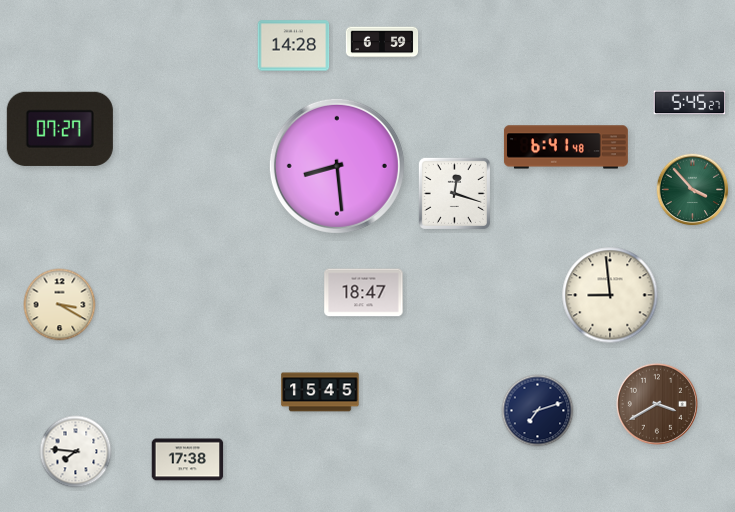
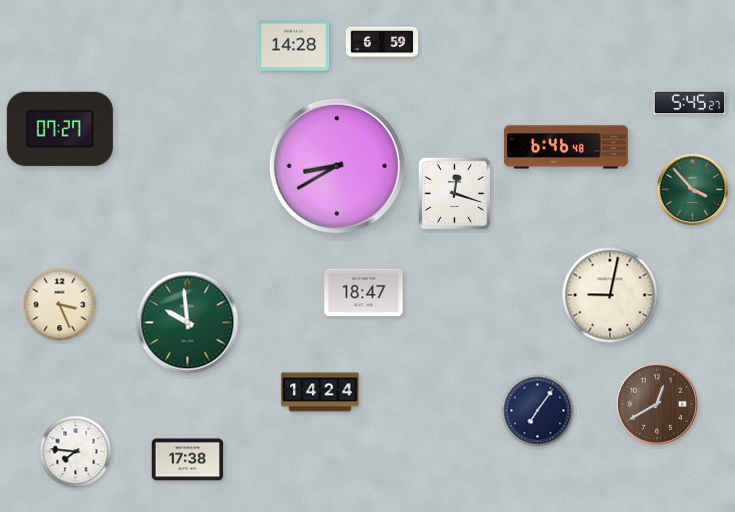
clock at (566, 147): 6:41 -> 6:46
clock at (337, 166): 8:29 -> 8:40
clock at (610, 295): 8:59 -> 9:02
clock at (60, 305): 3:20 -> 3:26
clock at (188, 323): none -> 9:59
clock at (320, 392): 15:45 -> 14:24
clock at (657, 404): 3:40 -> 12:40
clock at (538, 411): 7:12 -> 7:06
